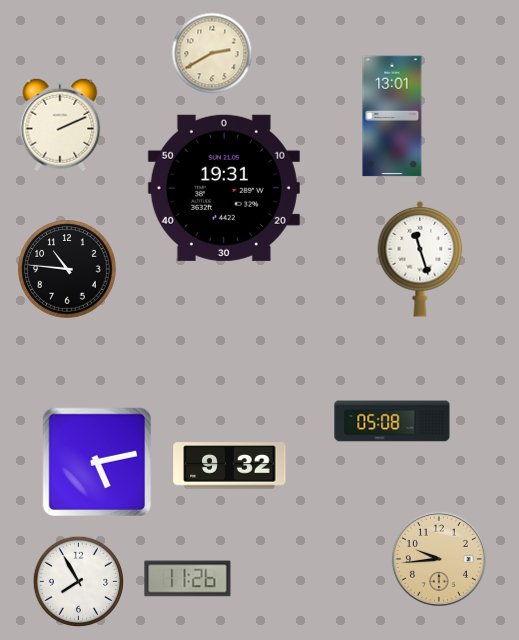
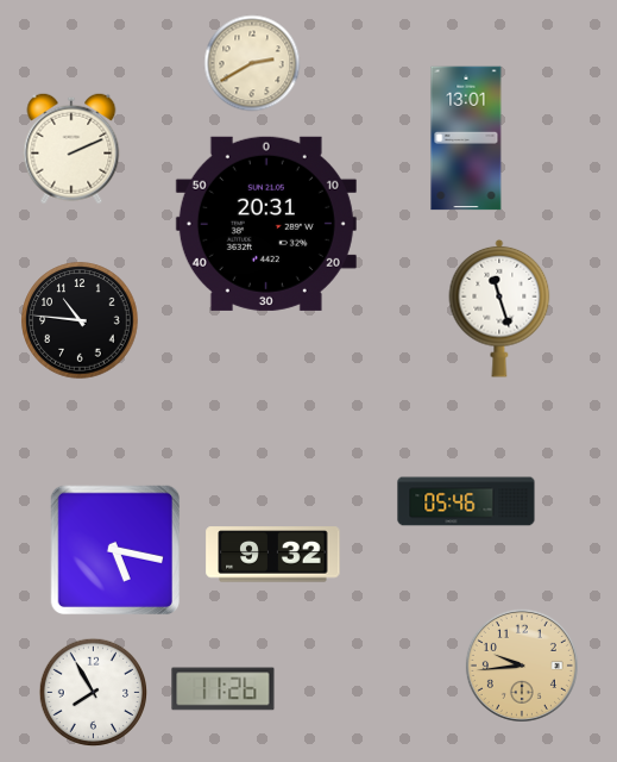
clock at (224, 188): 19:31 -> 20:31
clock at (392, 421): 05:08 -> 05:46
clock at (97, 462): 5:13 -> 5:17
